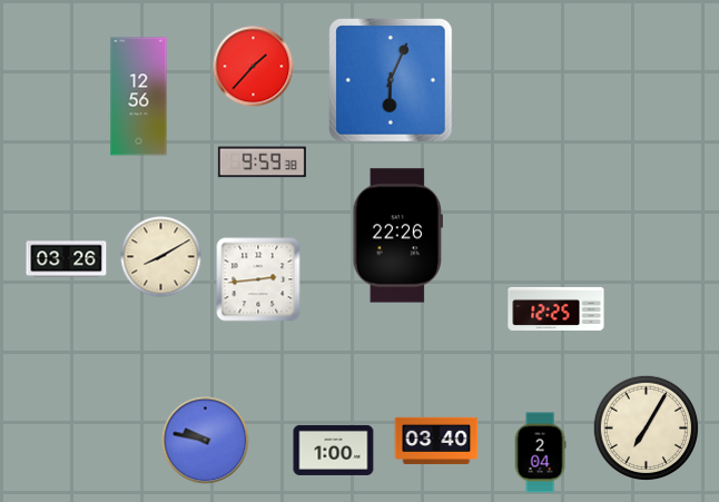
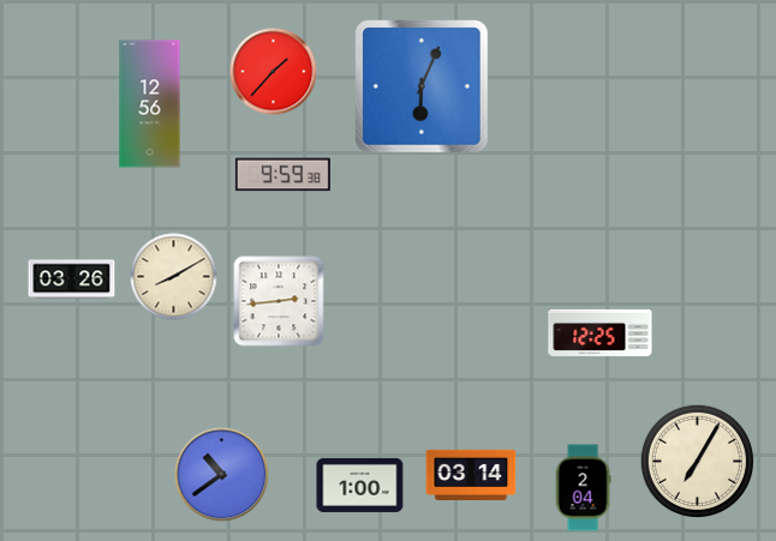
clock at (397, 236): 22:26 -> none
clock at (436, 440): 03:40 -> 03:14
clock at (206, 441): 9:47 -> 10:39
